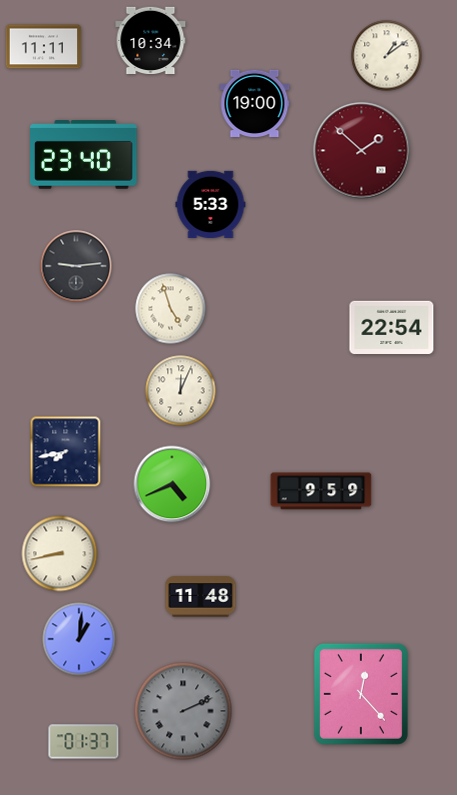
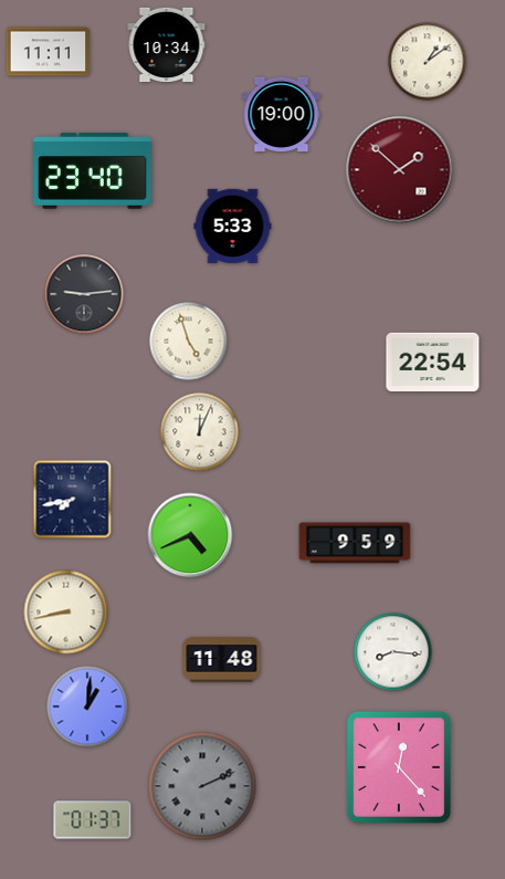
clock at (362, 151) position: (362, 151) -> (400, 170)
clock at (393, 652): none -> 8:16
